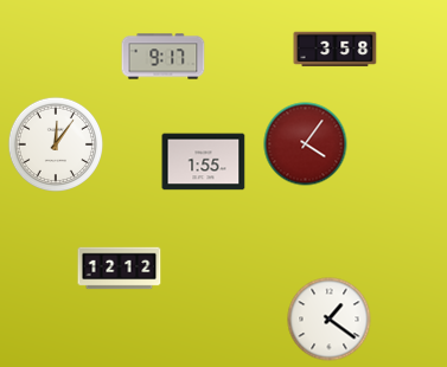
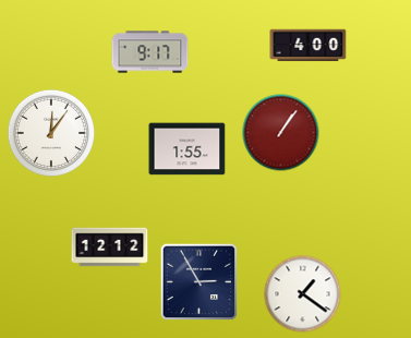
clock at (336, 50): 3:58 -> 4:00
clock at (306, 144): 4:06 -> 1:06
clock at (200, 282): none -> 2:55
